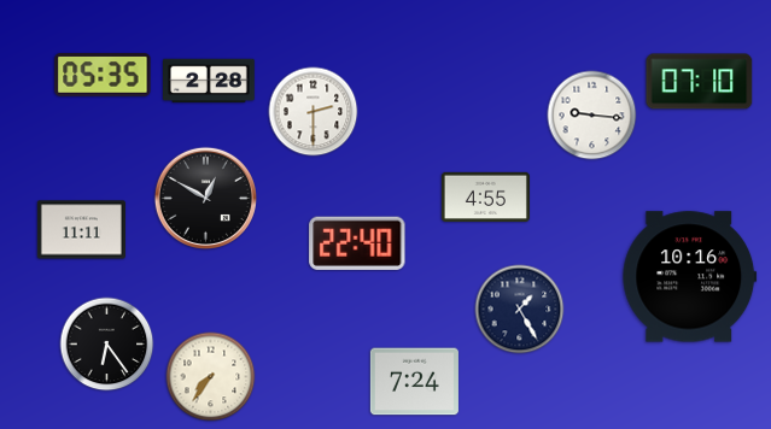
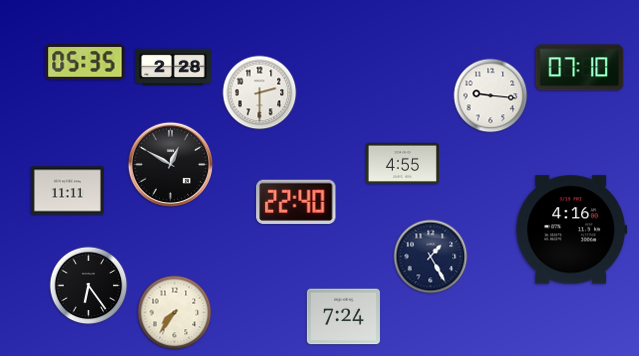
clock at (690, 277): 10:16 -> 4:16
